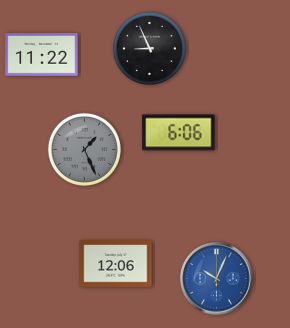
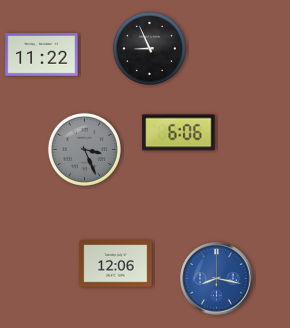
clock at (84, 149): 1:26 -> 3:26
clock at (217, 279): 10:04 -> 8:17
